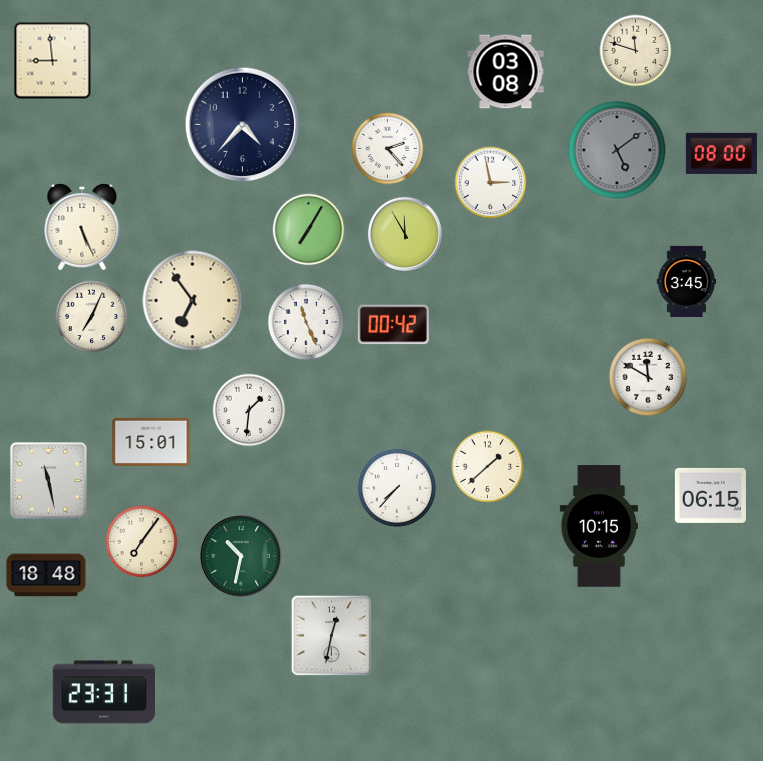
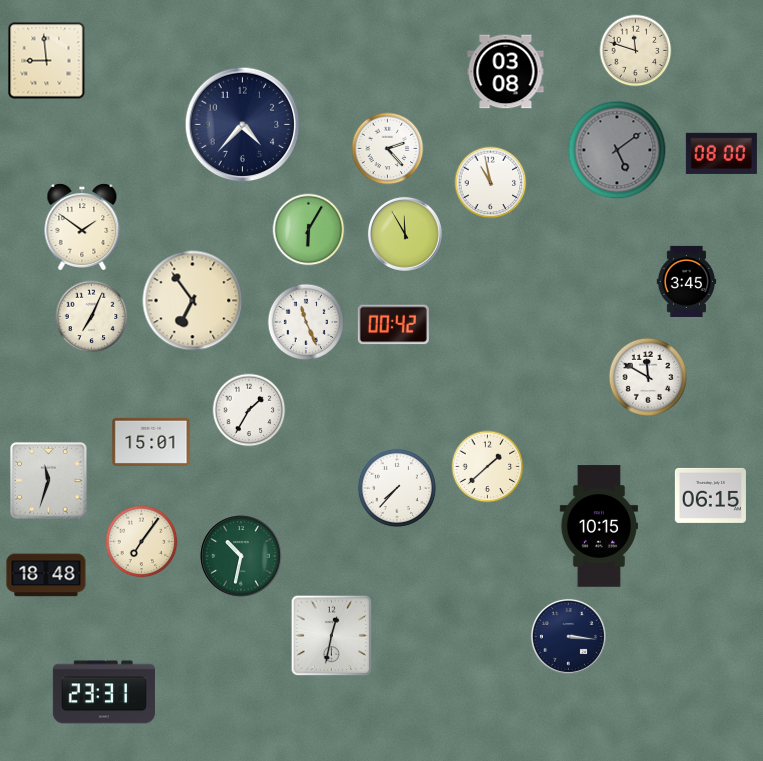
clock at (53, 61) position: (53, 61) -> (47, 61)
clock at (491, 183): 2:58 -> 10:58
clock at (82, 227): 5:26 -> 1:51
clock at (309, 230): 7:05 -> 6:05
clock at (249, 410): 1:31 -> 1:35
clock at (49, 481): 11:28 -> 11:33
clock at (568, 636): none -> 3:16
